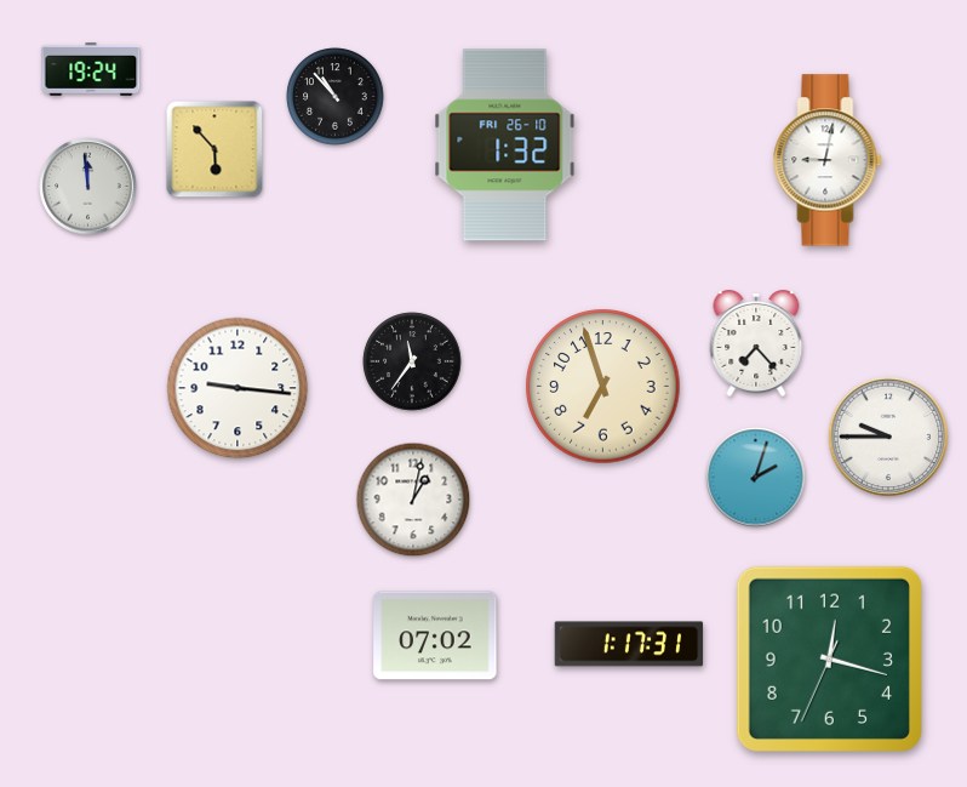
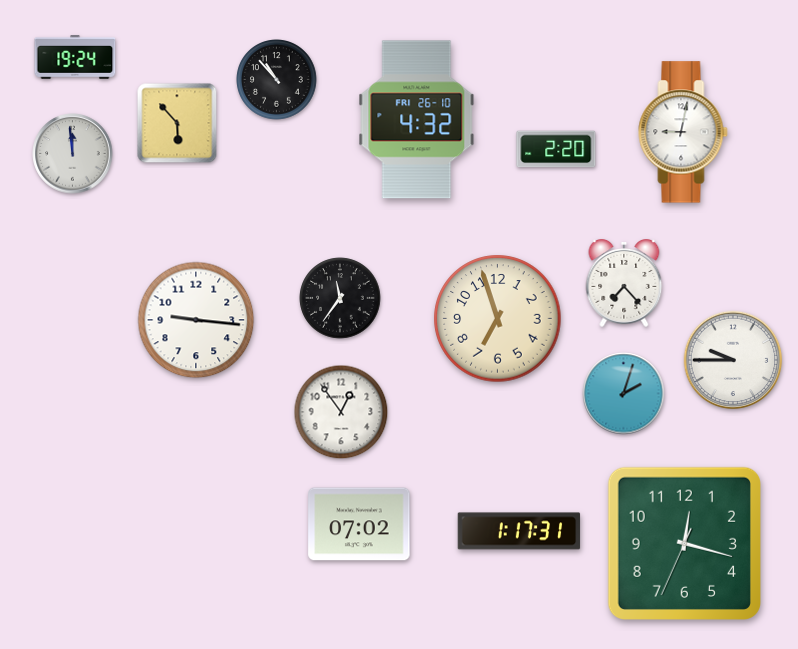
clock at (505, 146): 1:32 -> 4:32
clock at (556, 149): none -> 2:20
clock at (413, 500): 1:02 -> 12:54
